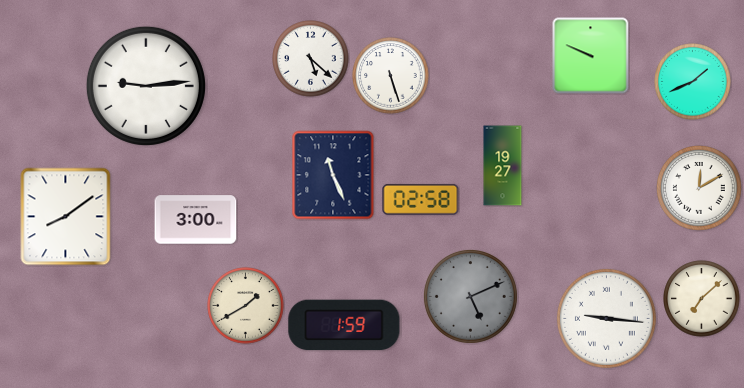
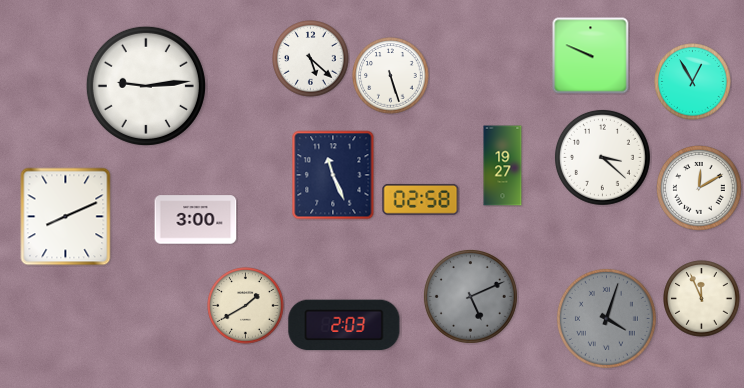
clock at (693, 82): 1:41 -> 12:55
clock at (602, 157): none -> 3:22
clock at (66, 217): 8:09 -> 8:11
clock at (702, 299): 7:08 -> 11:56
clock at (606, 318): 9:16 -> 4:03
clock at (606, 318) dial: white -> grey
clock at (344, 325): 1:59 -> 2:03
